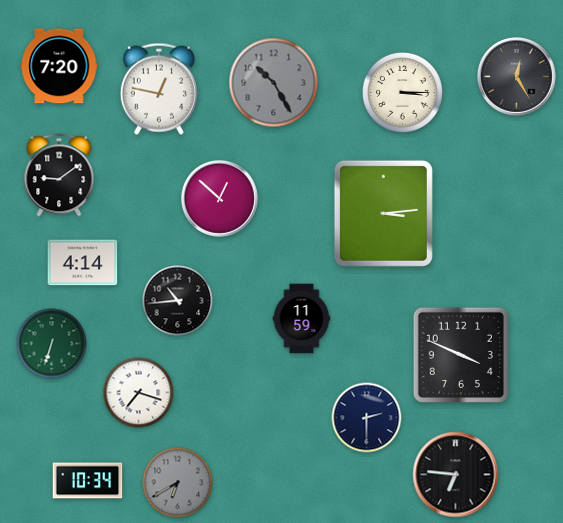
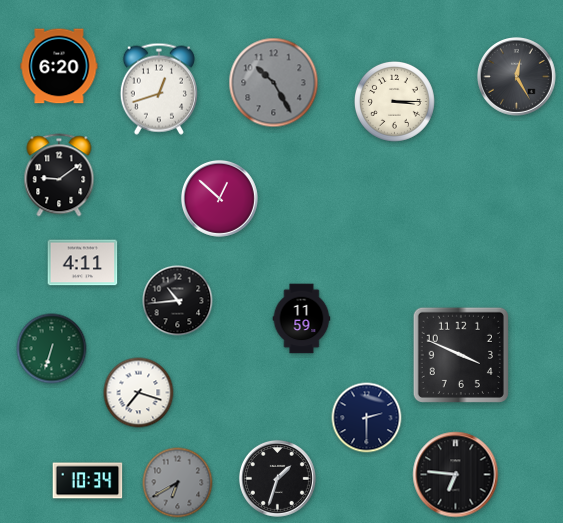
clock at (59, 66): 7:20 -> 6:20
clock at (159, 89): 12:47 -> 12:42
clock at (402, 92) position: (402, 92) -> (394, 101)
clock at (383, 213): 3:14 -> none
clock at (83, 263): 4:14 -> 4:11
clock at (52, 344) position: (52, 344) -> (52, 349)
clock at (277, 478): none -> 1:33
